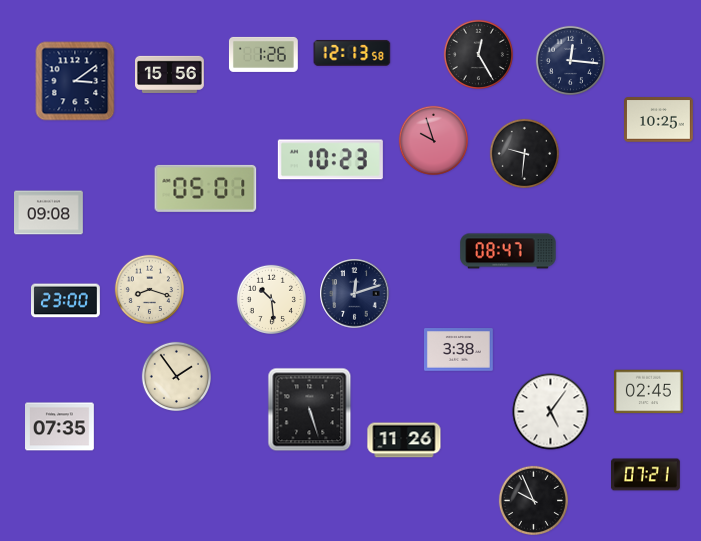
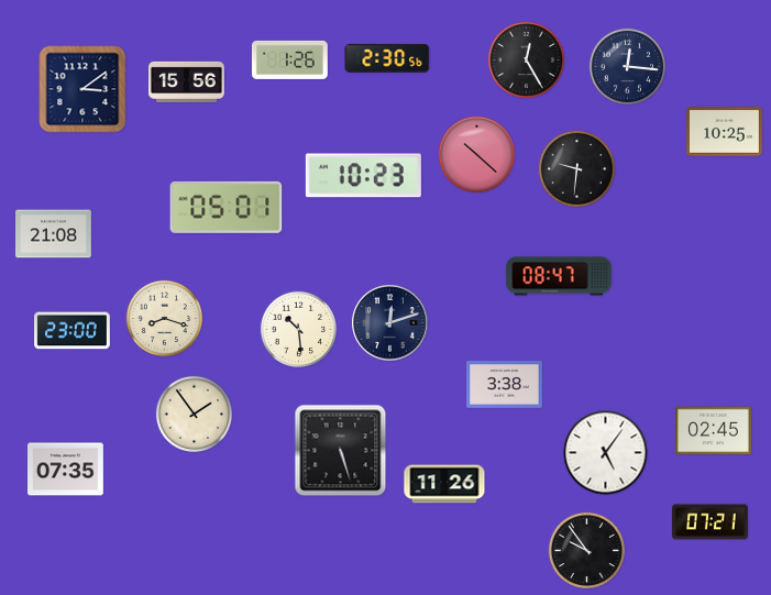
clock at (352, 53): 12:13 -> 2:30
clock at (433, 140): 9:57 -> 10:22
clock at (49, 213): 09:08 -> 21:08
clock at (533, 500): 9:56 -> 9:54
